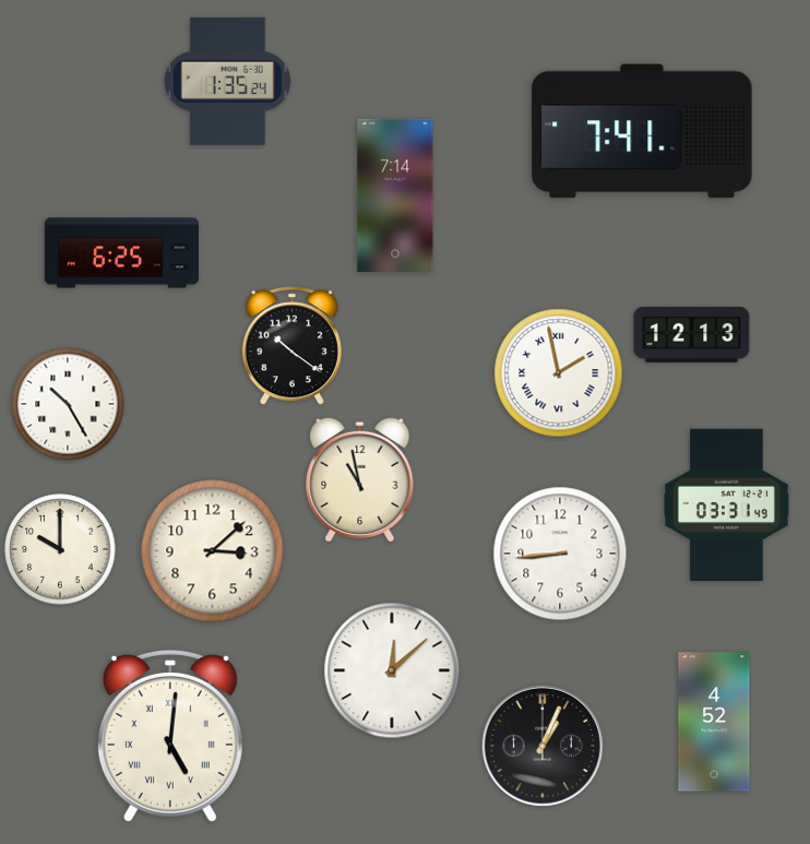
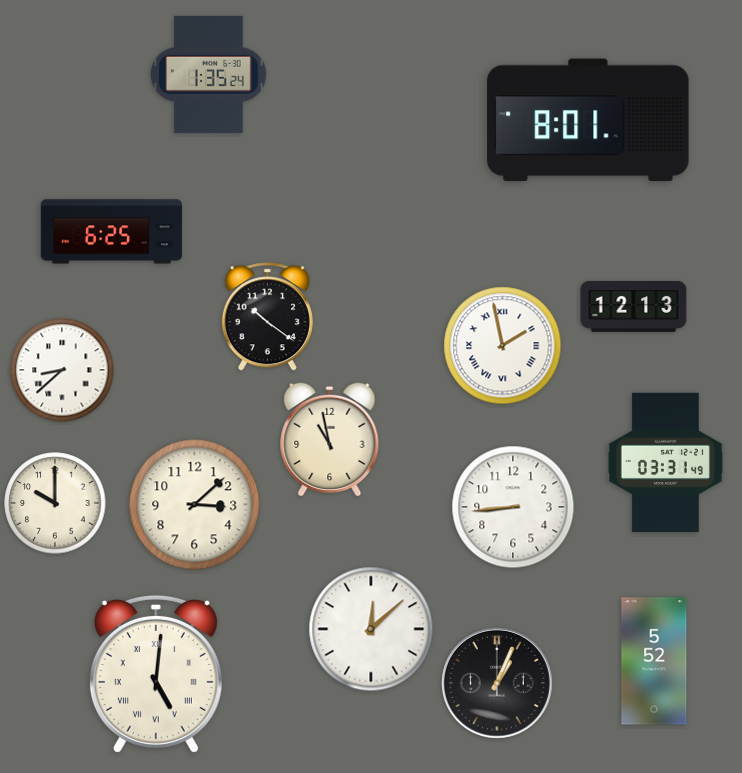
clock at (642, 131): 7:41 -> 8:01
clock at (395, 194): 7:14 -> none
clock at (559, 373) position: (559, 373) -> (503, 346)
clock at (68, 404): 10:25 -> 8:38
clock at (392, 670) position: (392, 670) -> (371, 629)
clock at (714, 722): 4:52 -> 5:52
